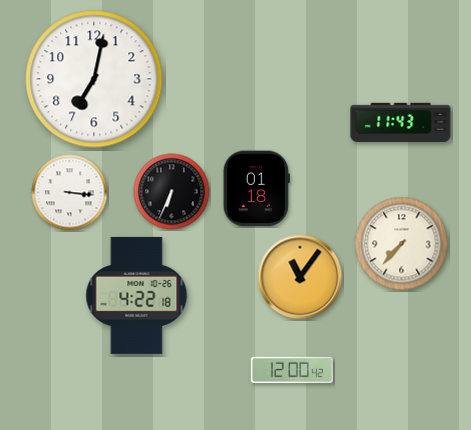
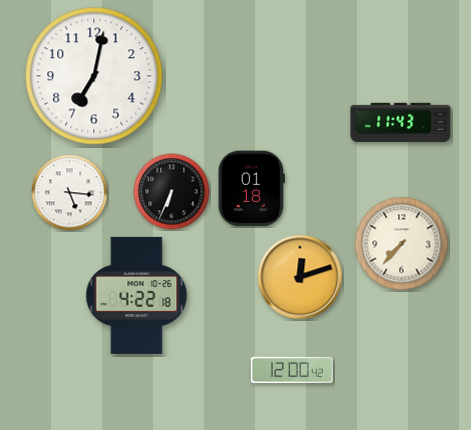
clock at (94, 79) position: (94, 79) -> (94, 76)
clock at (256, 189) position: (256, 189) -> (251, 189)
clock at (70, 193): 3:16 -> 5:16
clock at (300, 277): 11:06 -> 12:12
